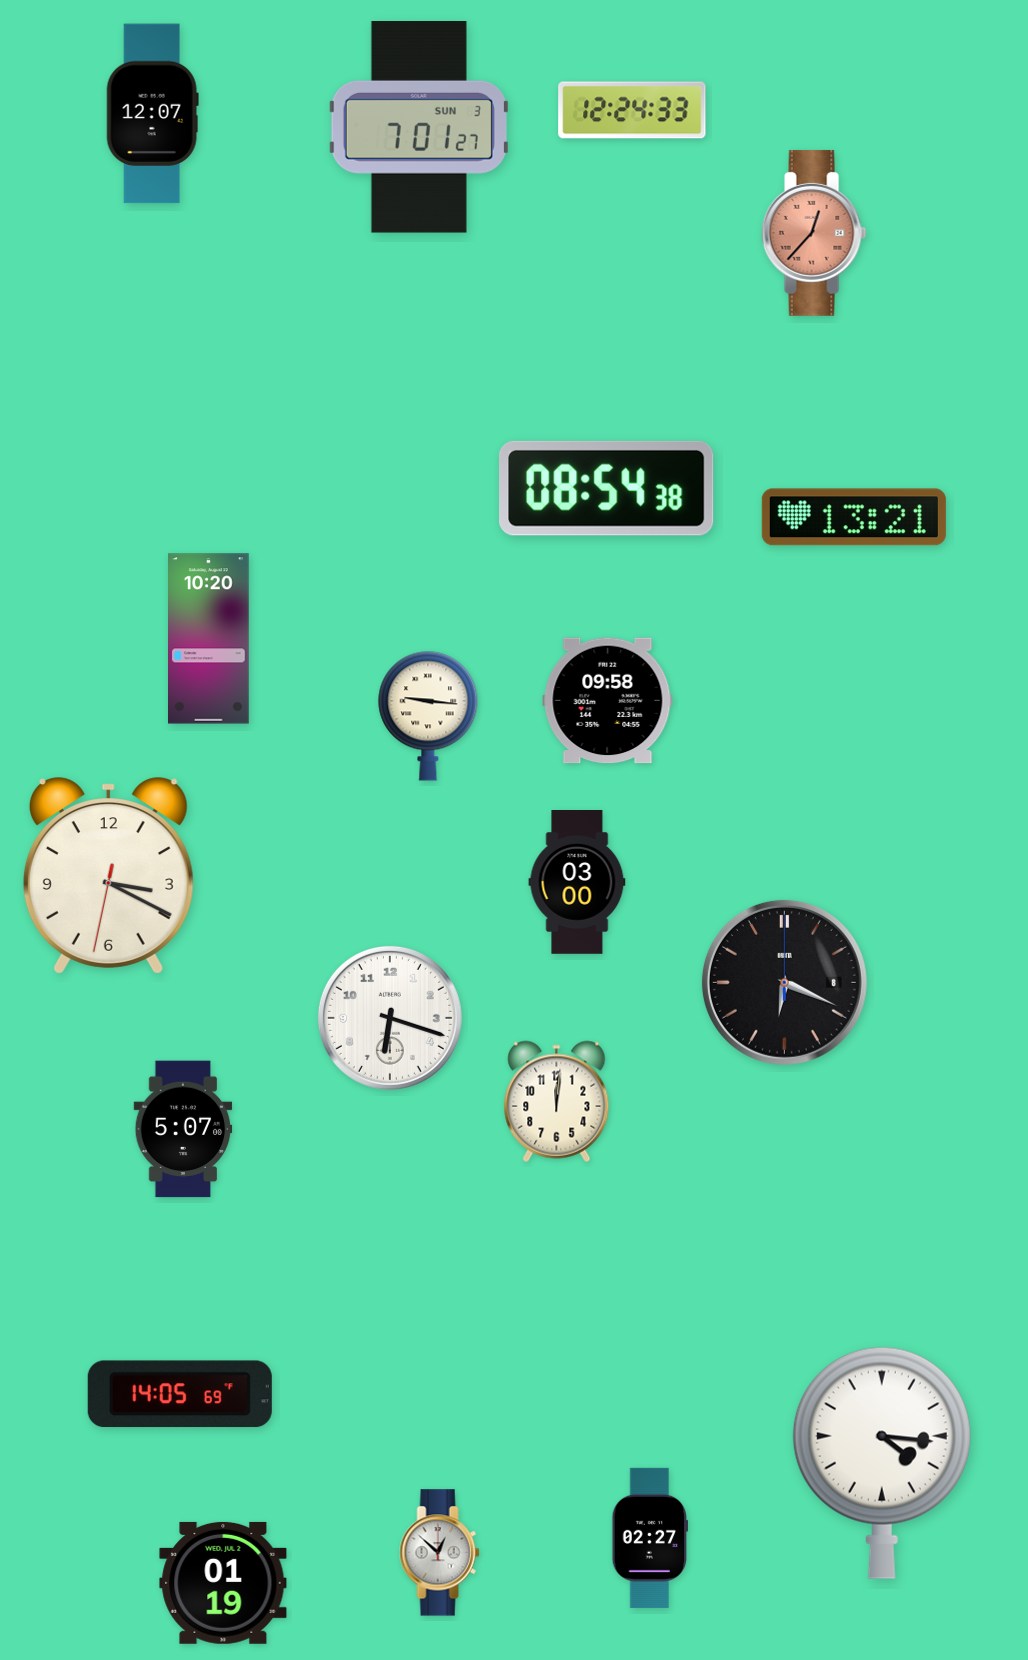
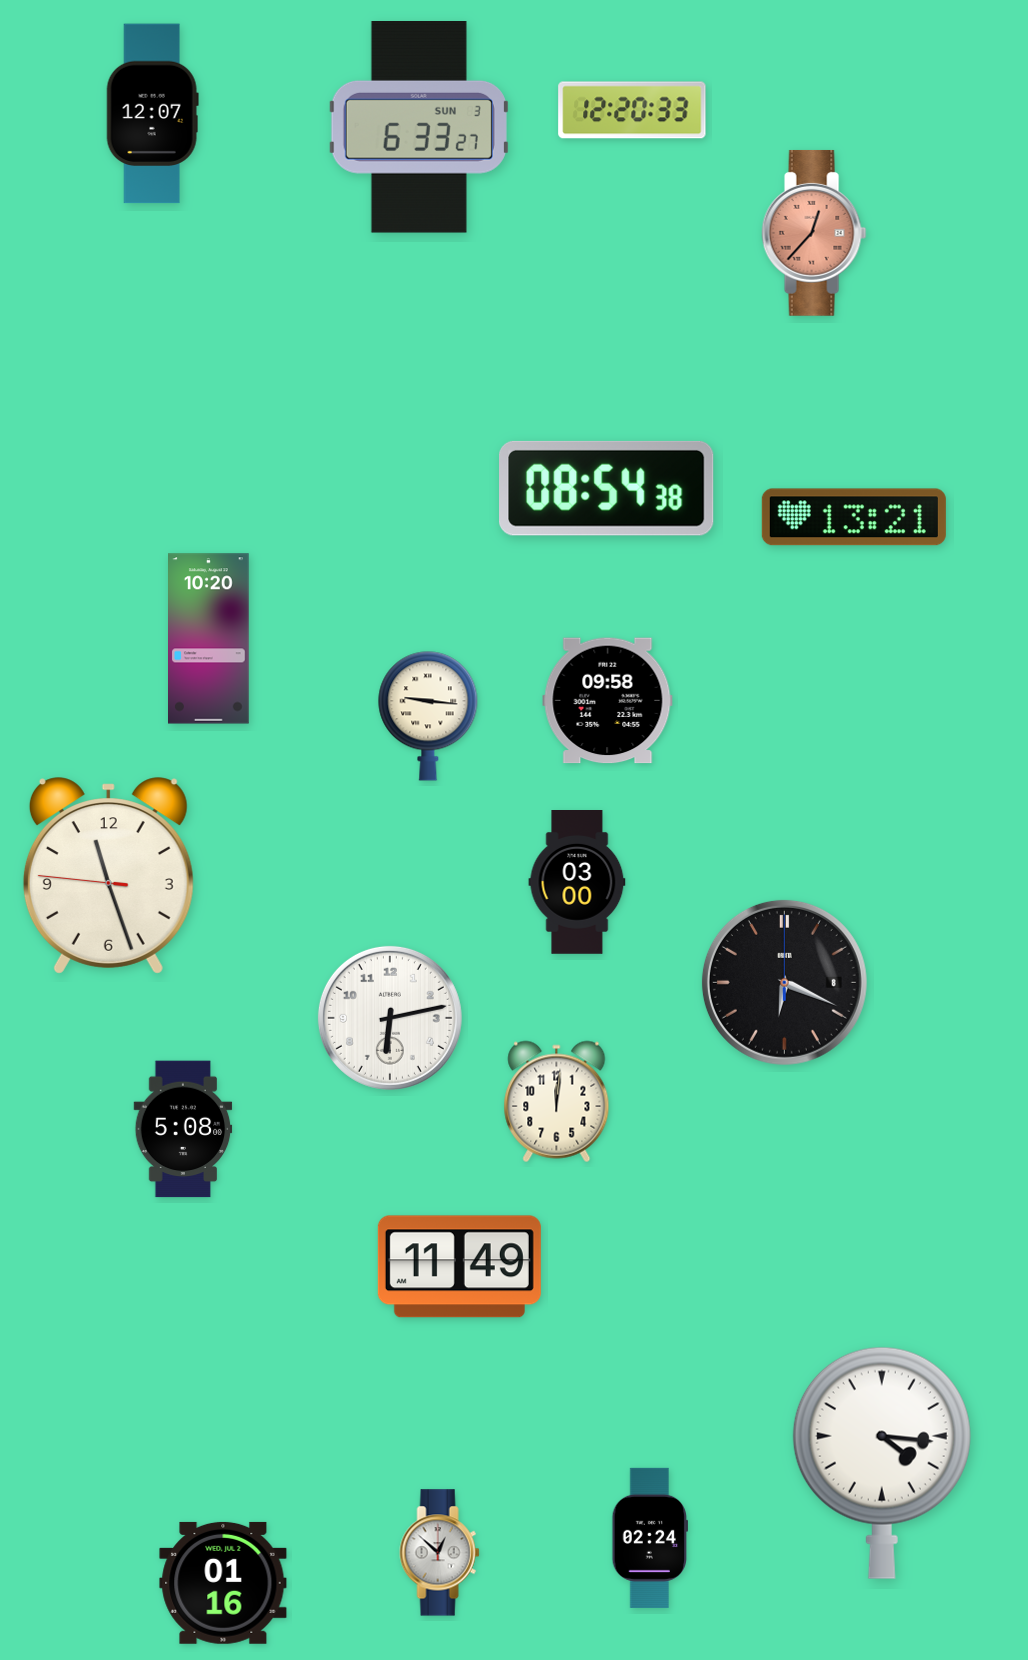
clock at (632, 110): 12:24 -> 12:20
clock at (419, 128): 7:01 -> 6:33
clock at (108, 876): 3:19 -> 11:26
clock at (390, 1018): 6:18 -> 6:13
clock at (183, 1129): 5:07 -> 5:08
clock at (459, 1267): none -> 11:49
clock at (180, 1394): 14:05 -> none
clock at (649, 1538): 02:27 -> 02:24
clock at (223, 1583): 01:19 -> 01:16
